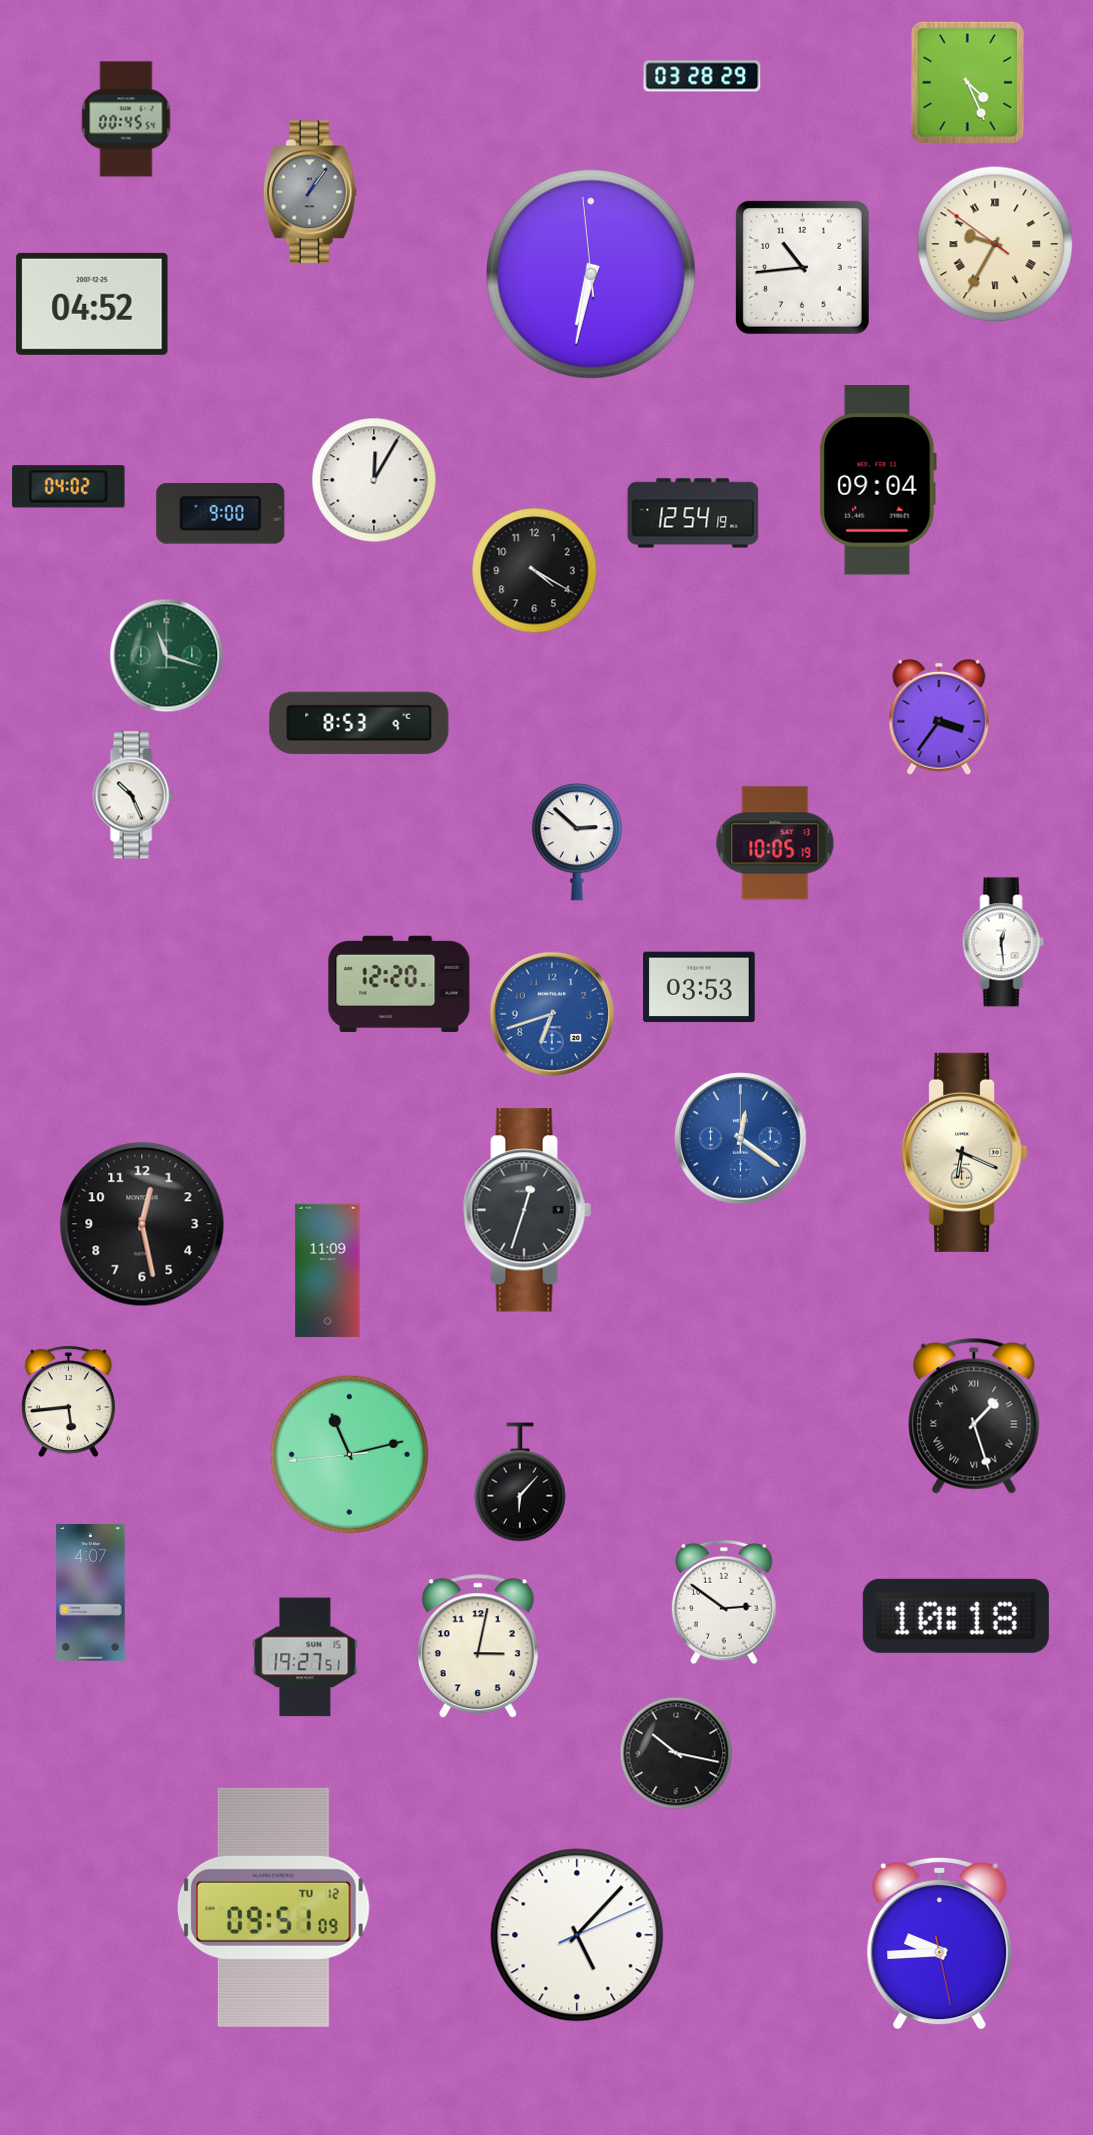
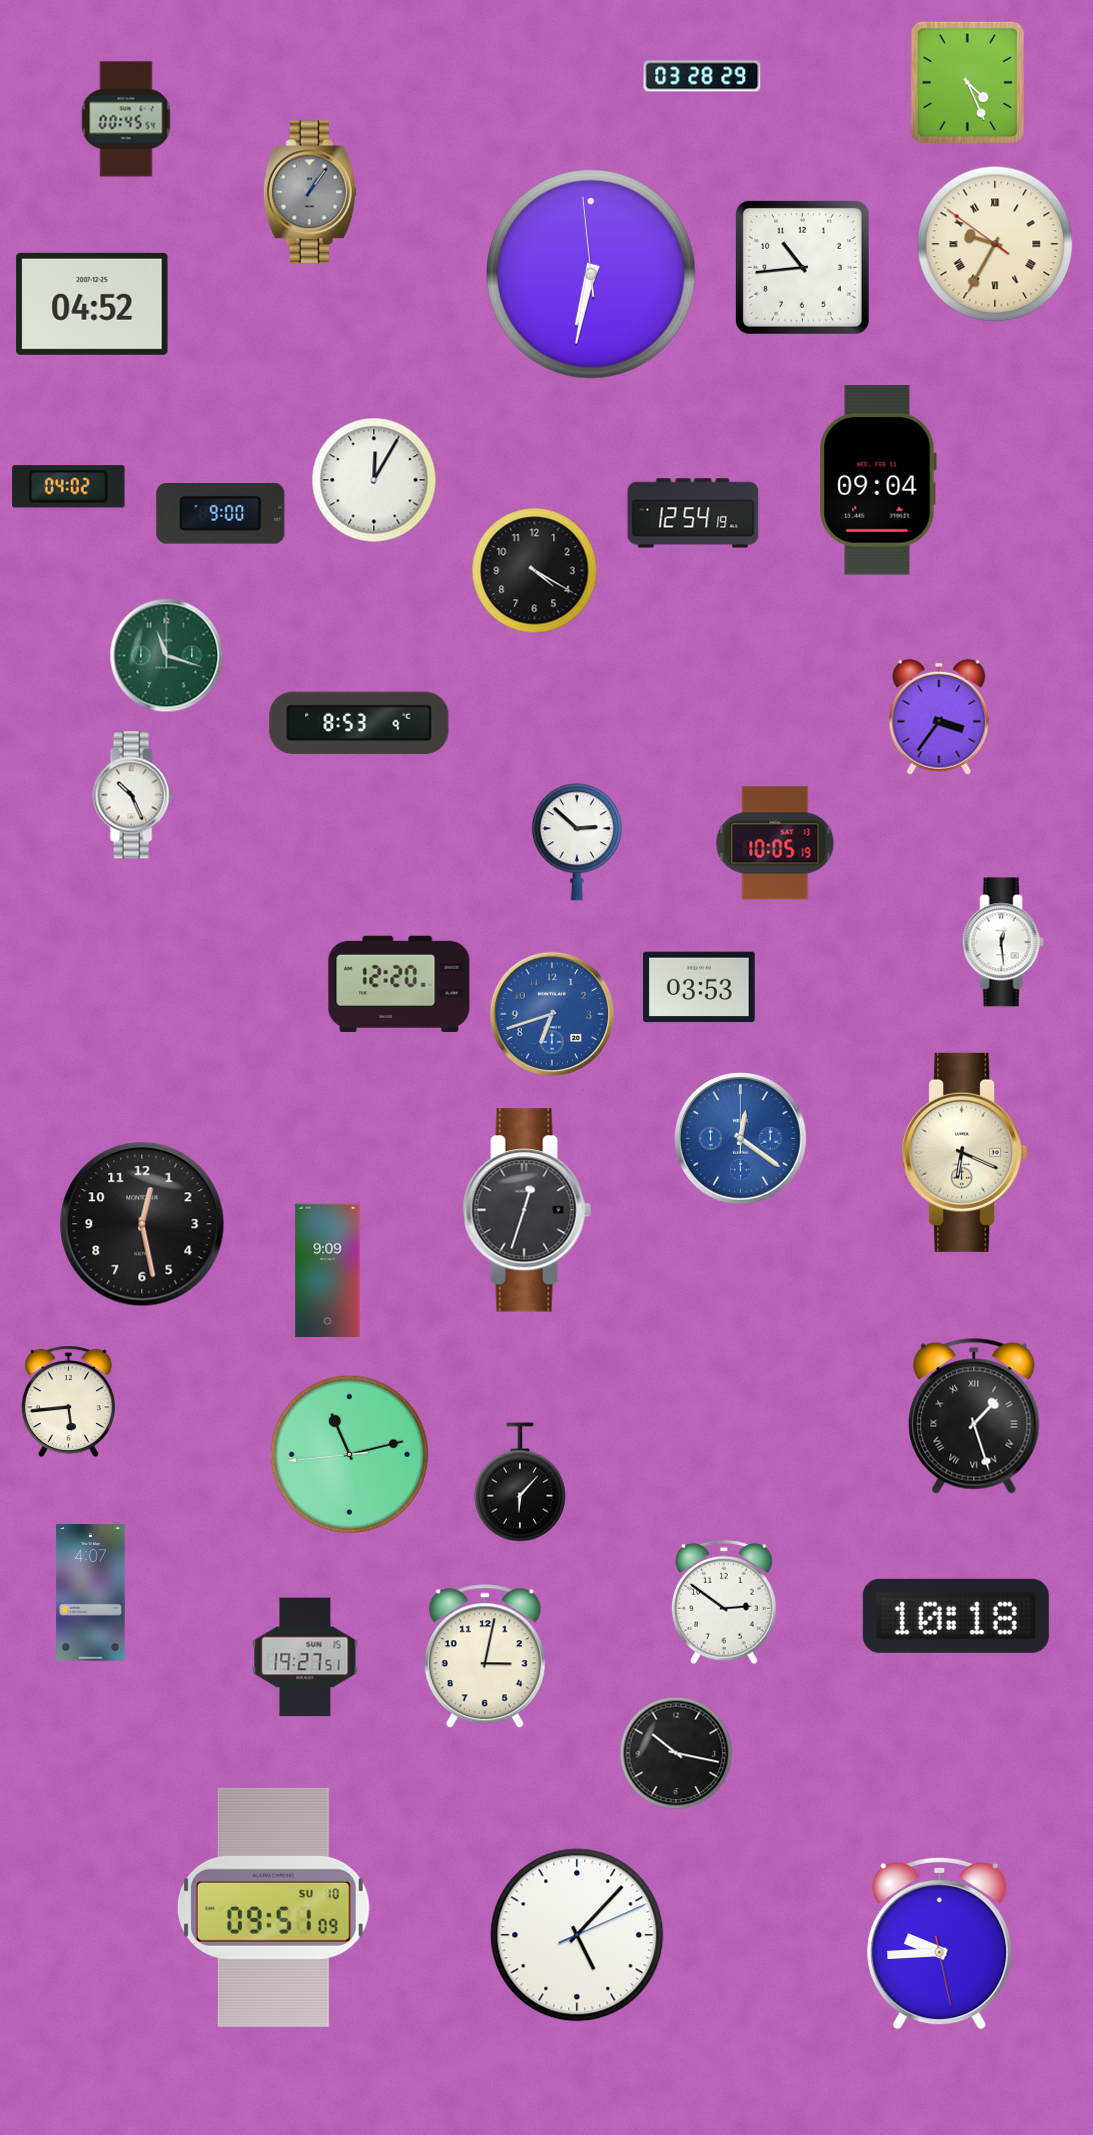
clock at (328, 1271): 11:09 -> 9:09
clock at (478, 1647) position: (478, 1647) -> (485, 1657)
clock at (273, 1907) date: TU 12 -> SU 10
